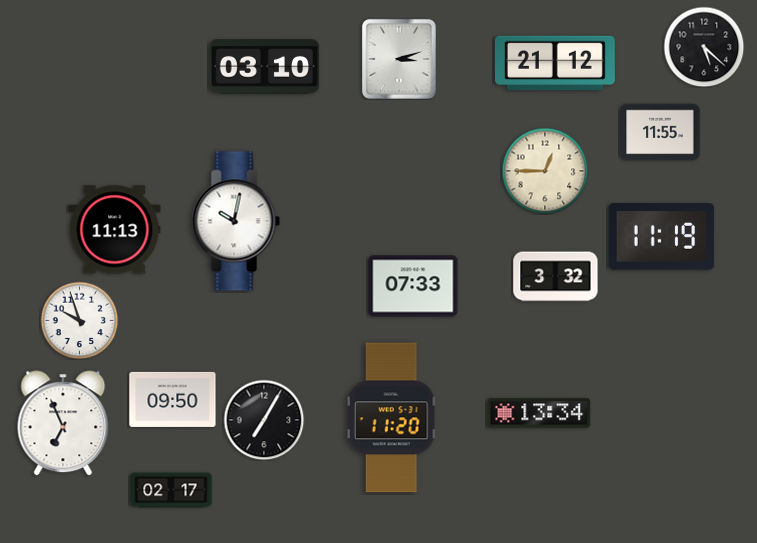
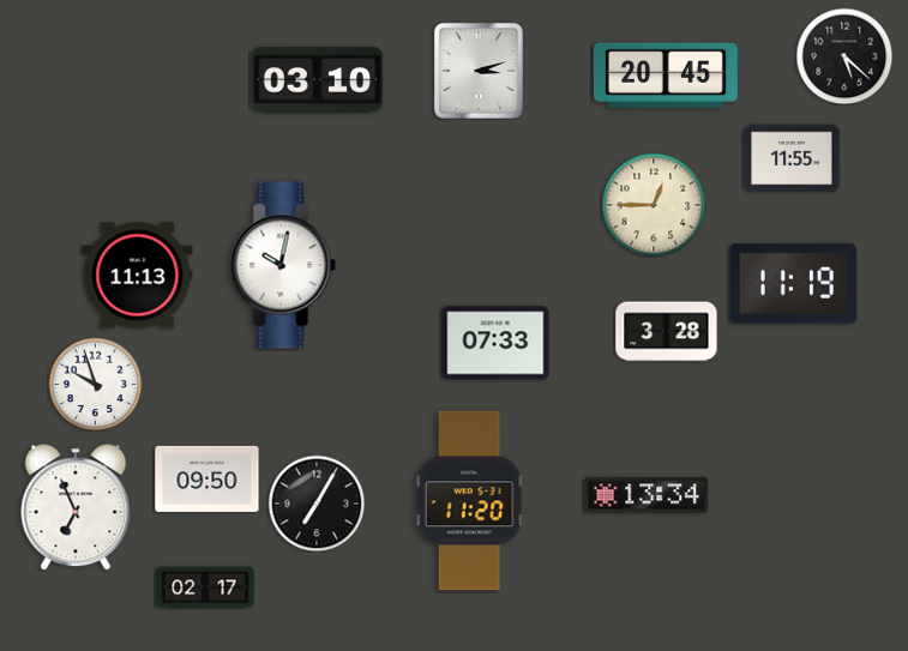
clock at (555, 63): 21:12 -> 20:45
clock at (556, 277): 3:32 -> 3:28
